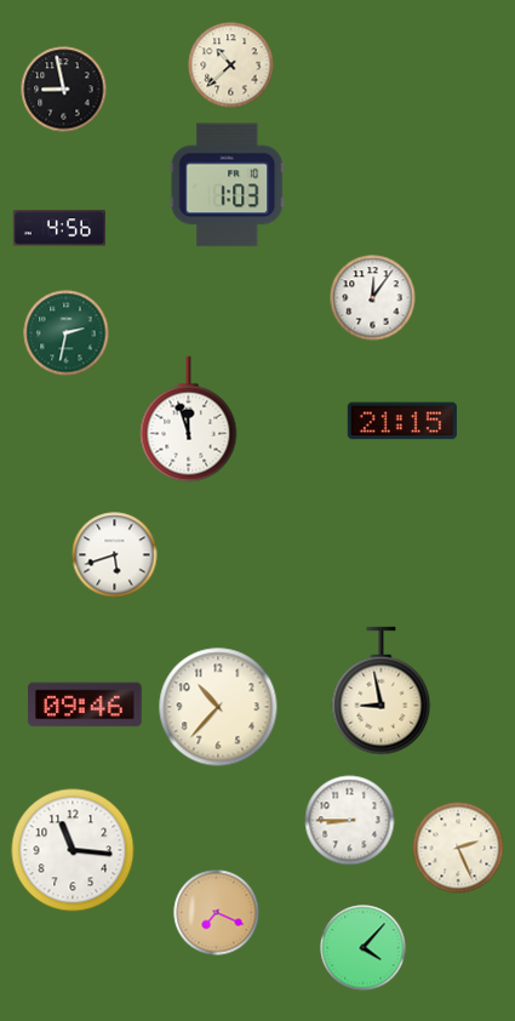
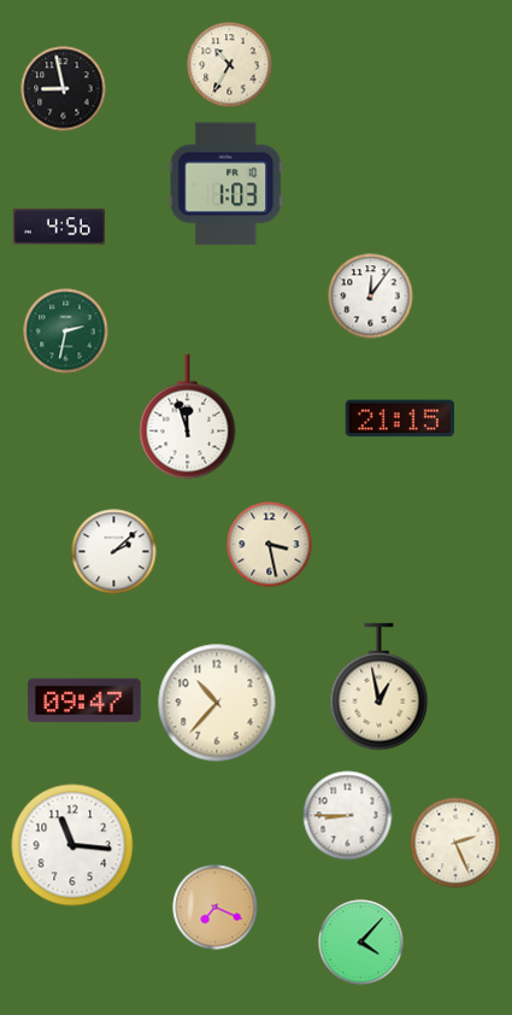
clock at (231, 65): 10:38 -> 10:35
clock at (270, 545): none -> 3:28
clock at (115, 555): 5:42 -> 2:08
clock at (382, 691): 8:58 -> 12:58
clock at (85, 705): 09:46 -> 09:47
